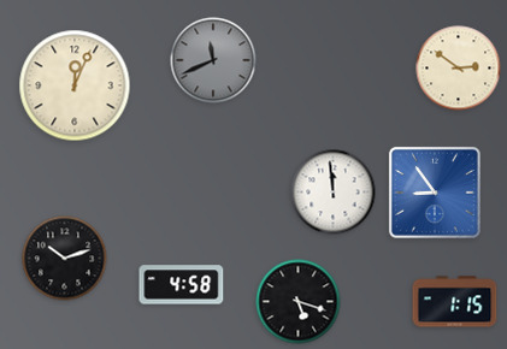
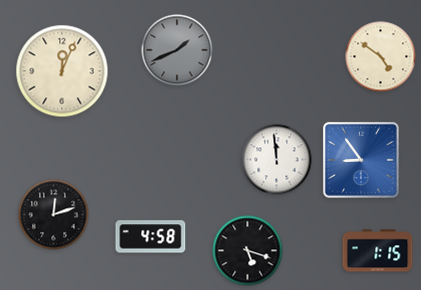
clock at (213, 60): 11:41 -> 1:41
clock at (459, 69): 2:51 -> 4:51
clock at (65, 259): 10:12 -> 12:12
